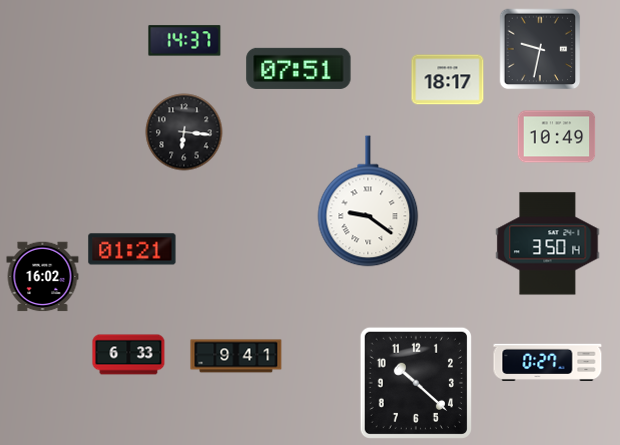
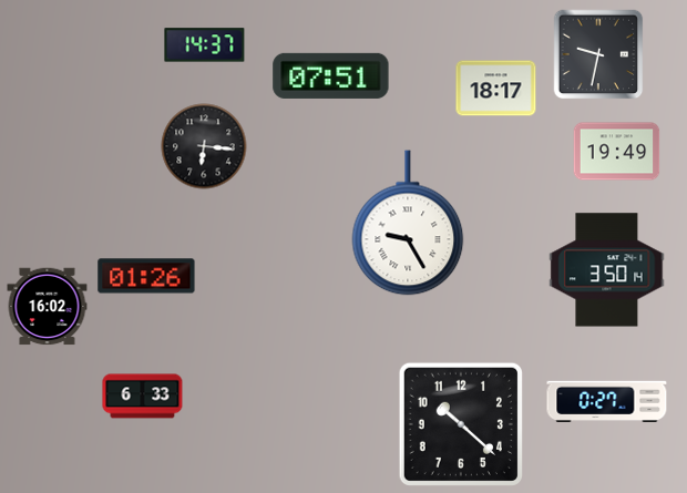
clock at (557, 137): 10:49 -> 19:49
clock at (368, 201): 9:21 -> 9:25
clock at (132, 249): 01:21 -> 01:26
clock at (129, 355) position: (129, 355) -> (143, 397)
clock at (236, 356): 9:41 -> none
